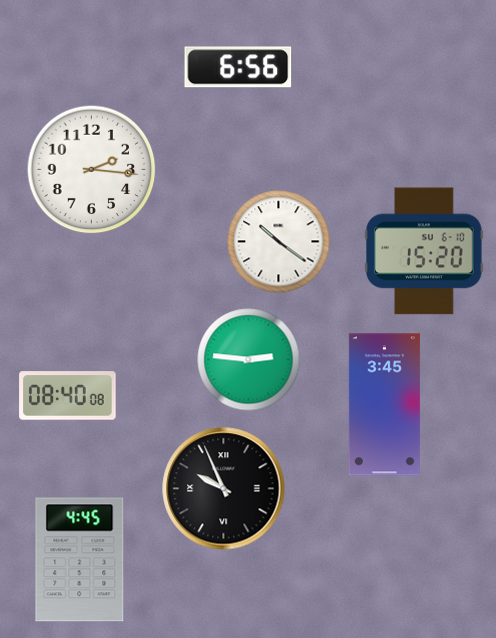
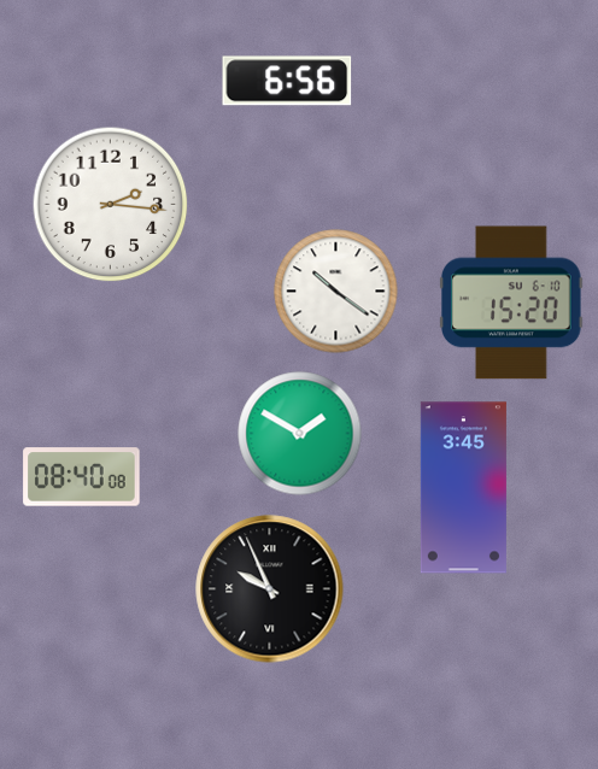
clock at (249, 360): 2:46 -> 1:50
clock at (80, 560): 4:45 -> none
